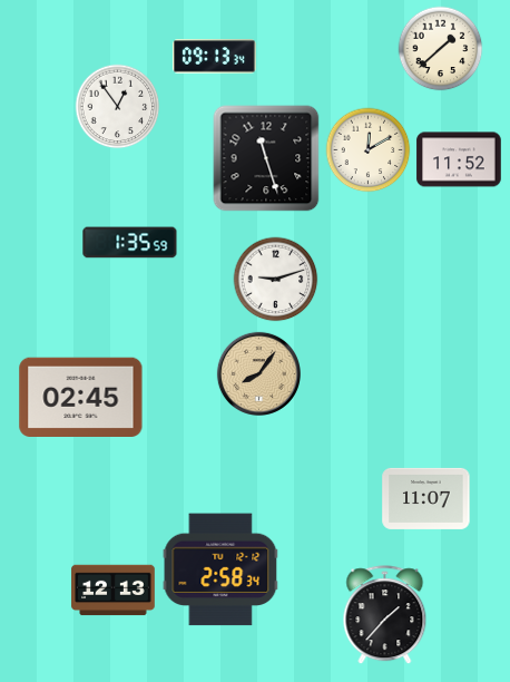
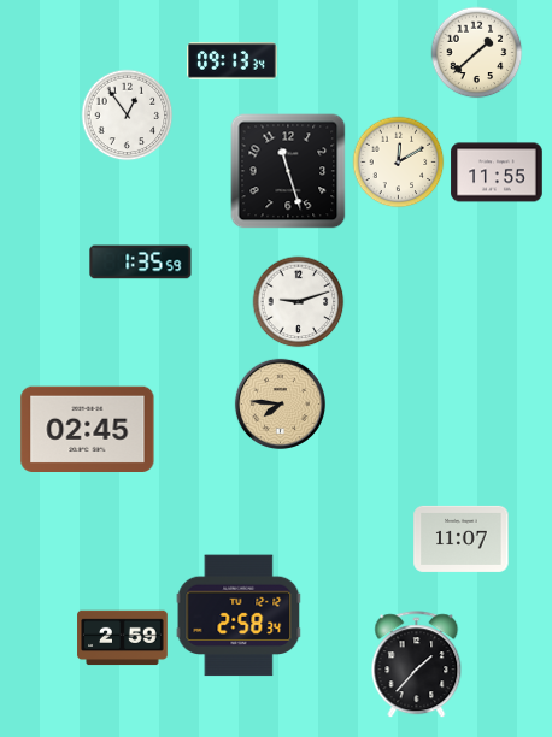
clock at (459, 159): 11:52 -> 11:55
clock at (258, 373): 8:06 -> 7:46
clock at (114, 591): 12:13 -> 2:59
